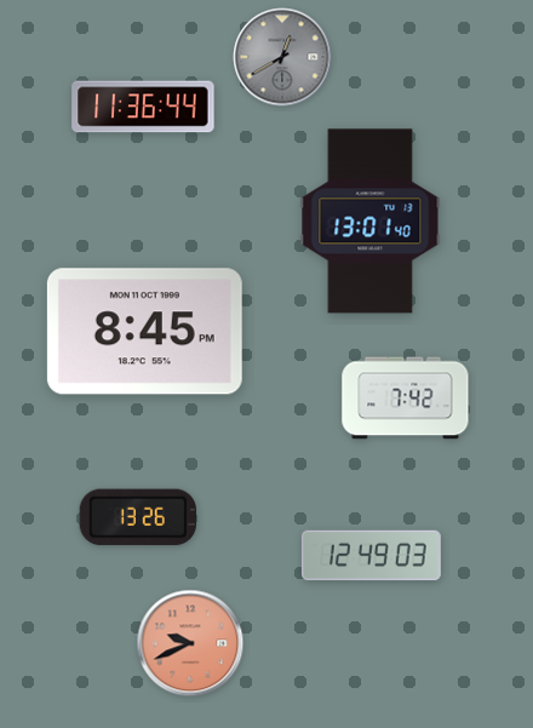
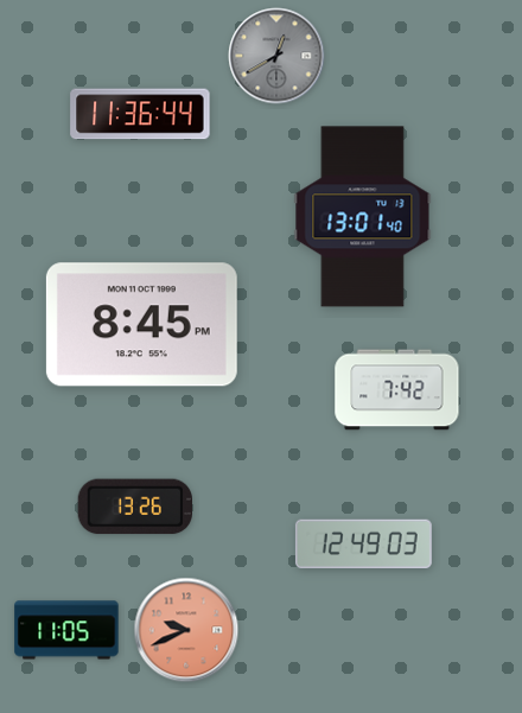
clock at (143, 107) position: (143, 107) -> (140, 114)
clock at (66, 630): none -> 11:05
